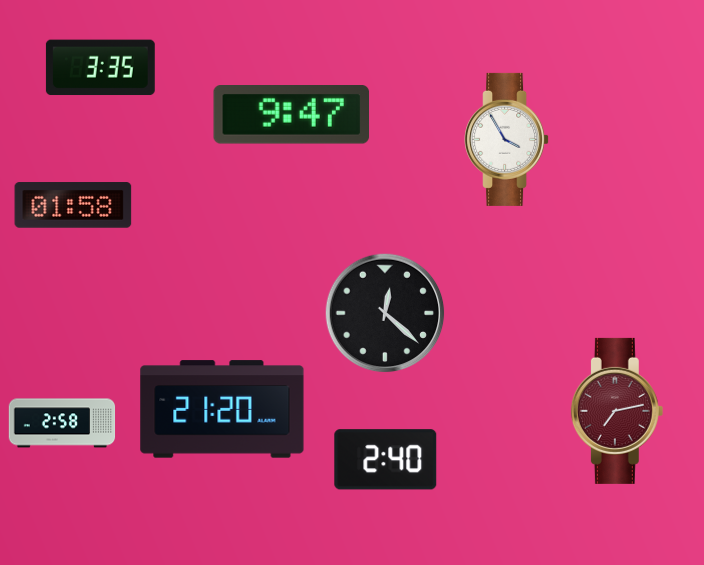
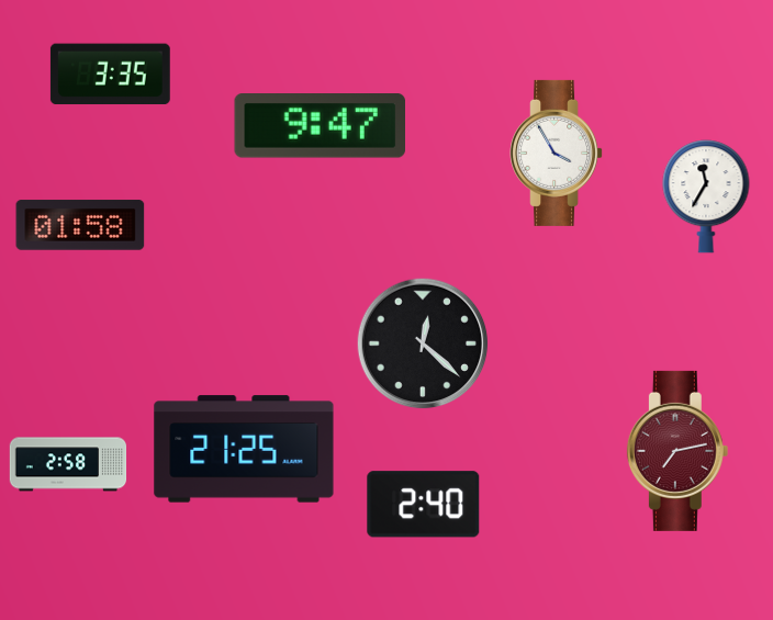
clock at (706, 196): none -> 11:35
clock at (222, 409): 21:20 -> 21:25
